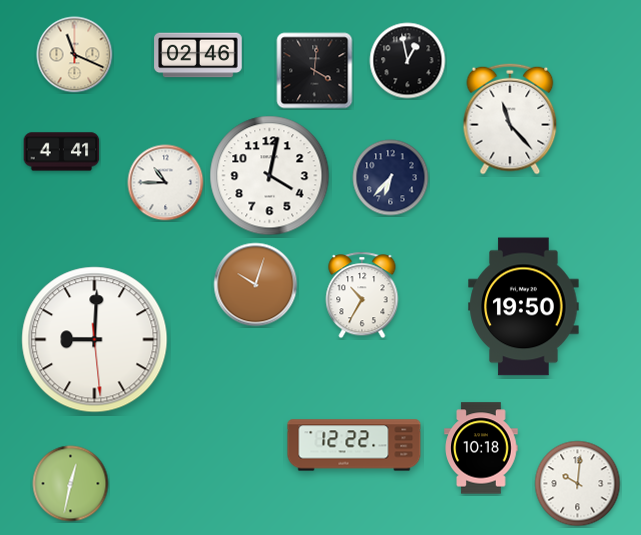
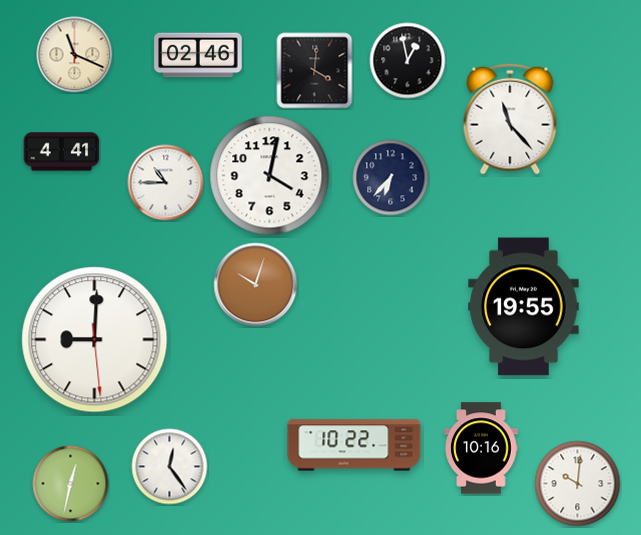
clock at (362, 295): 10:35 -> none
clock at (524, 307): 19:50 -> 19:55
clock at (354, 445): 12:22 -> 10:22
clock at (481, 448): 10:18 -> 10:16
clock at (170, 467): none -> 12:24
